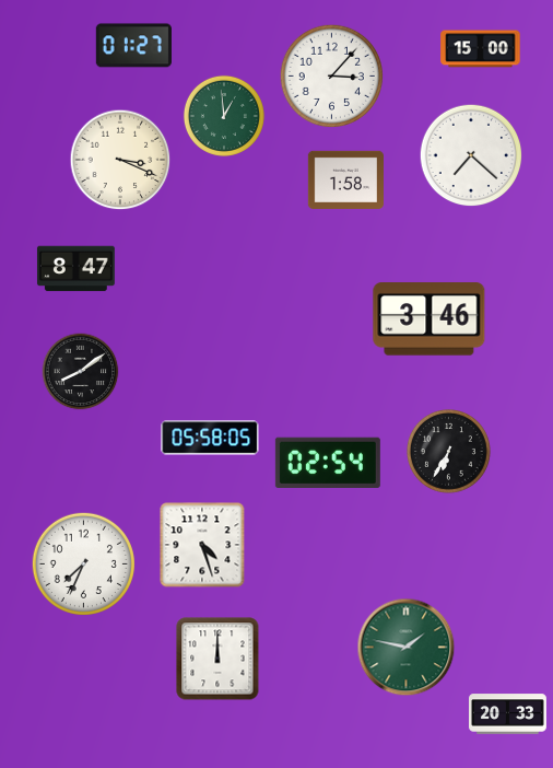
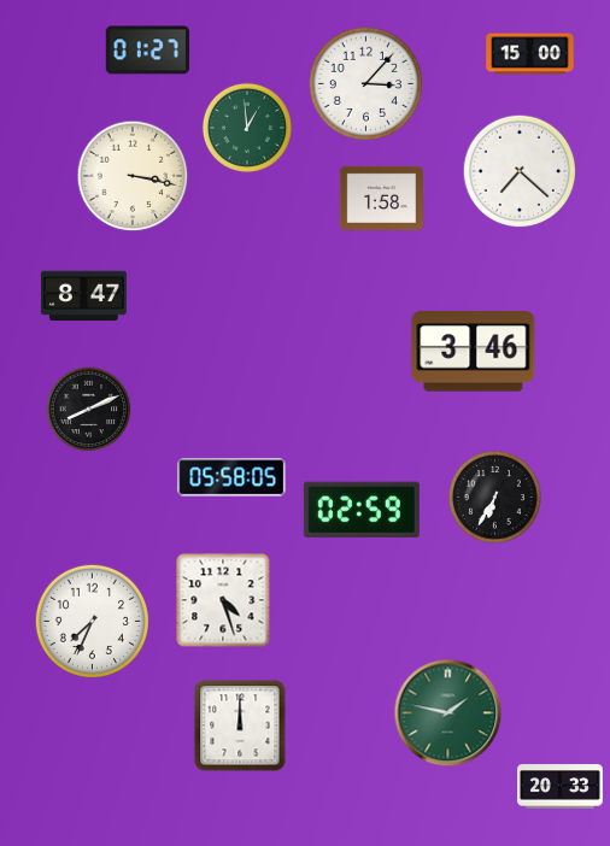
clock at (120, 160): 3:19 -> 3:17
clock at (81, 372): 8:09 -> 8:11
clock at (210, 438) position: (210, 438) -> (231, 477)
clock at (328, 462): 02:54 -> 02:59
